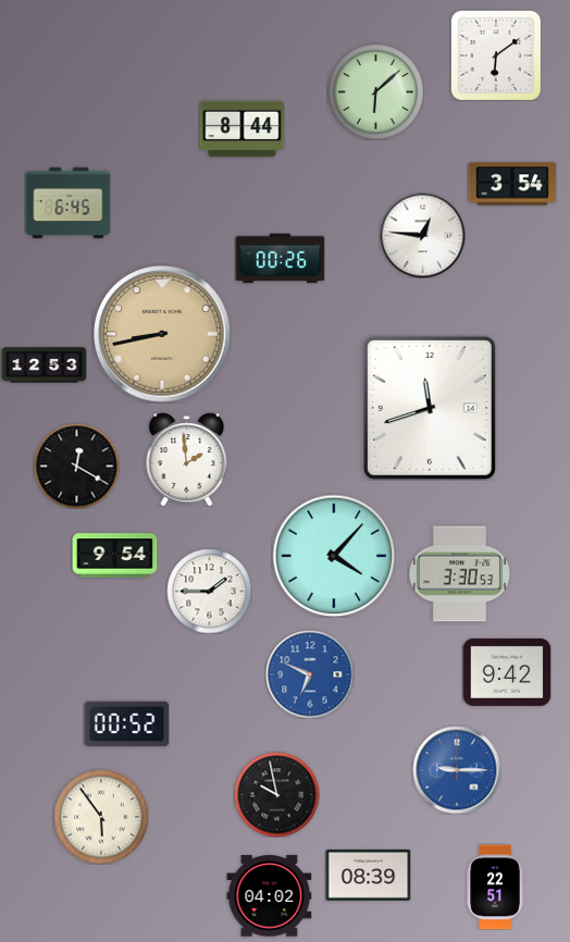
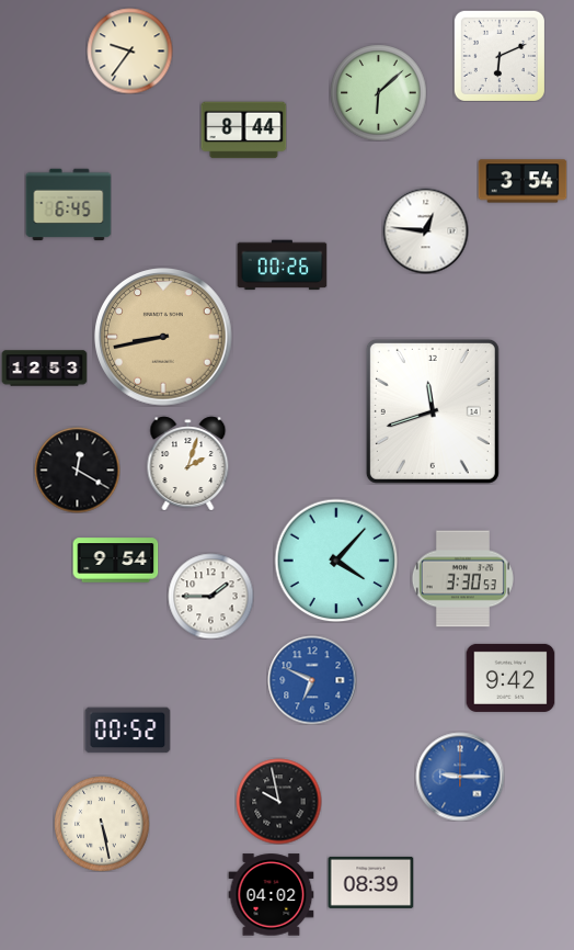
clock at (129, 50): none -> 9:36
clock at (496, 55): 6:09 -> 6:11
clock at (512, 184) position: (512, 184) -> (523, 181)
clock at (422, 235) position: (422, 235) -> (425, 230)
clock at (280, 259) position: (280, 259) -> (282, 265)
clock at (187, 459): 1:59 -> 2:03
clock at (101, 817): 5:54 -> 5:28
clock at (495, 887): 22:51 -> none
clock at (269, 896) position: (269, 896) -> (271, 895)
